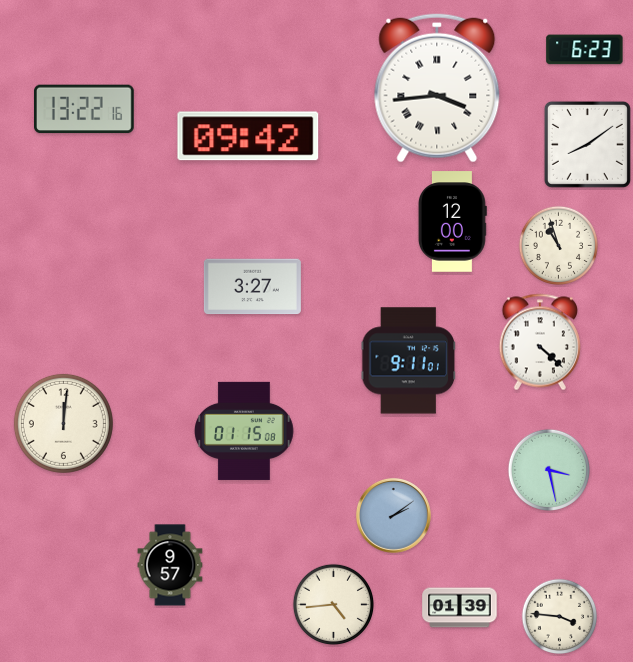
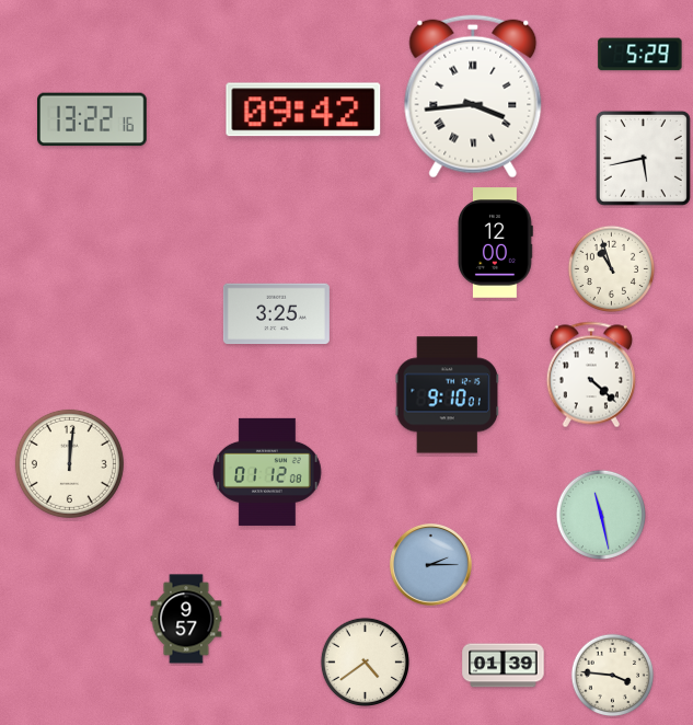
clock at (585, 50): 6:23 -> 5:29
clock at (437, 88) position: (437, 88) -> (473, 96)
clock at (248, 136) position: (248, 136) -> (303, 110)
clock at (587, 144): 8:09 -> 5:43
clock at (252, 287): 3:27 -> 3:25
clock at (409, 361): 9:11 -> 9:10
clock at (245, 431): 01:15 -> 01:12
clock at (548, 469): 3:28 -> 11:28
clock at (393, 515): 2:09 -> 2:15
clock at (333, 604): 4:44 -> 4:39
